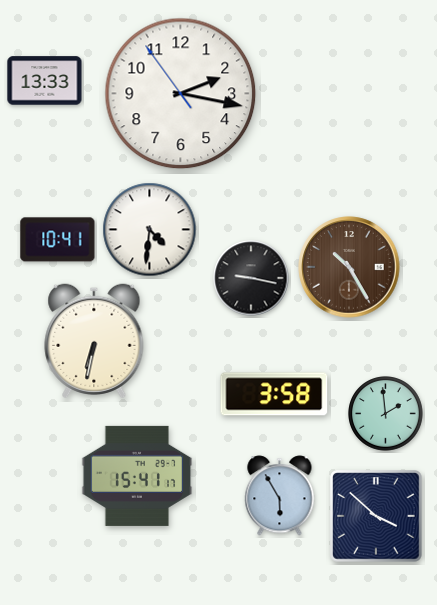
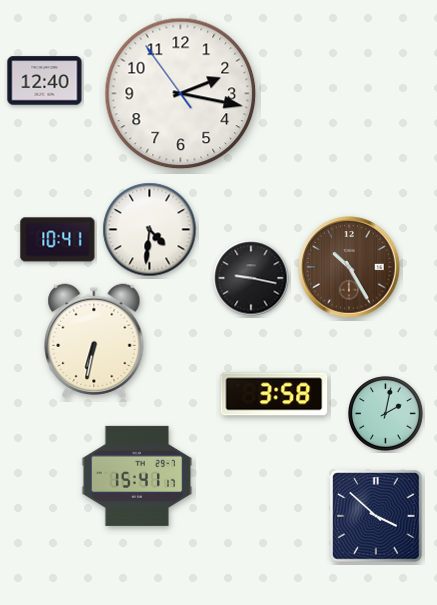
clock at (45, 81): 13:33 -> 12:40
clock at (386, 414): 1:59 -> 2:02
clock at (280, 496): 5:55 -> none
